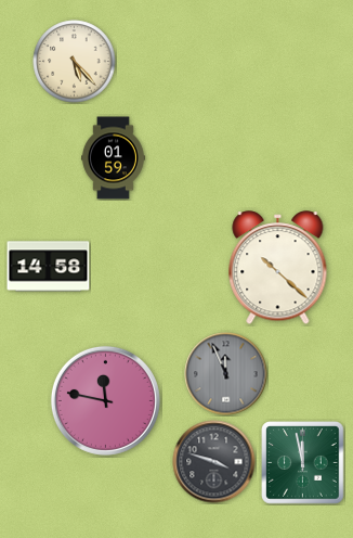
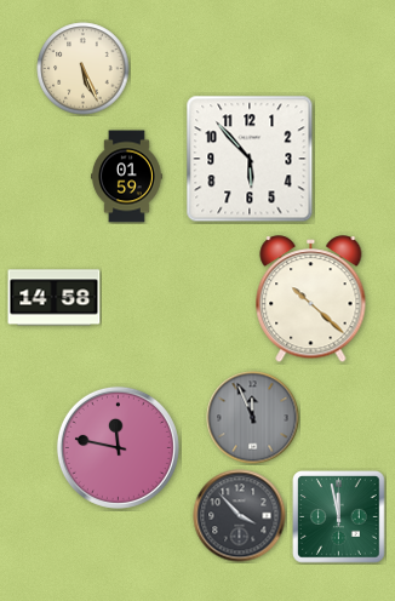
clock at (75, 62): 5:23 -> 5:26
clock at (250, 159): none -> 5:53
clock at (214, 462): 3:48 -> 3:53
